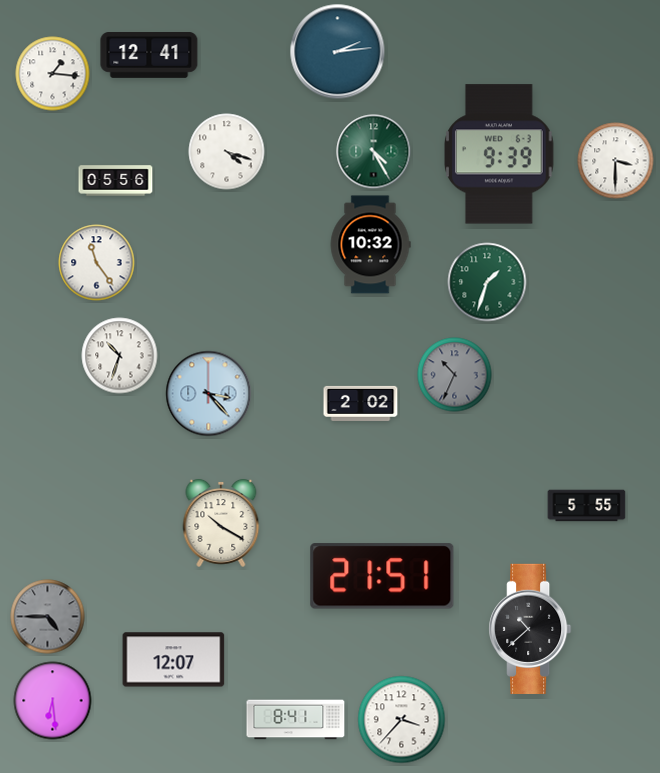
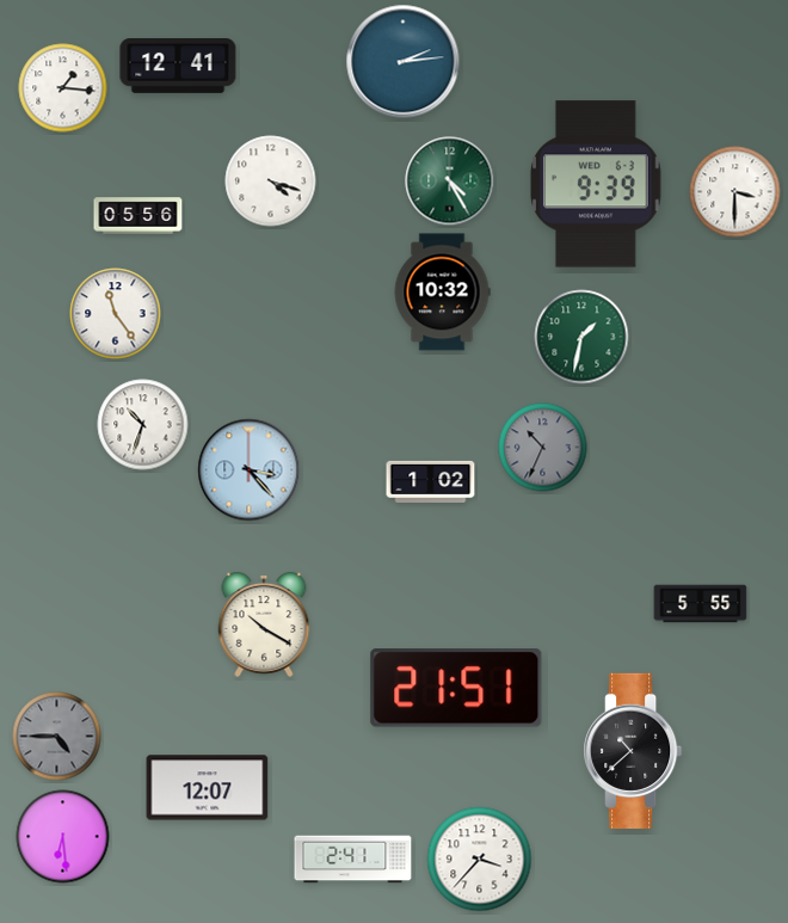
clock at (374, 152) position: (374, 152) -> (450, 181)
clock at (487, 282): 1:33 -> 1:32
clock at (361, 403): 2:02 -> 1:02
clock at (296, 720): 8:41 -> 2:41
